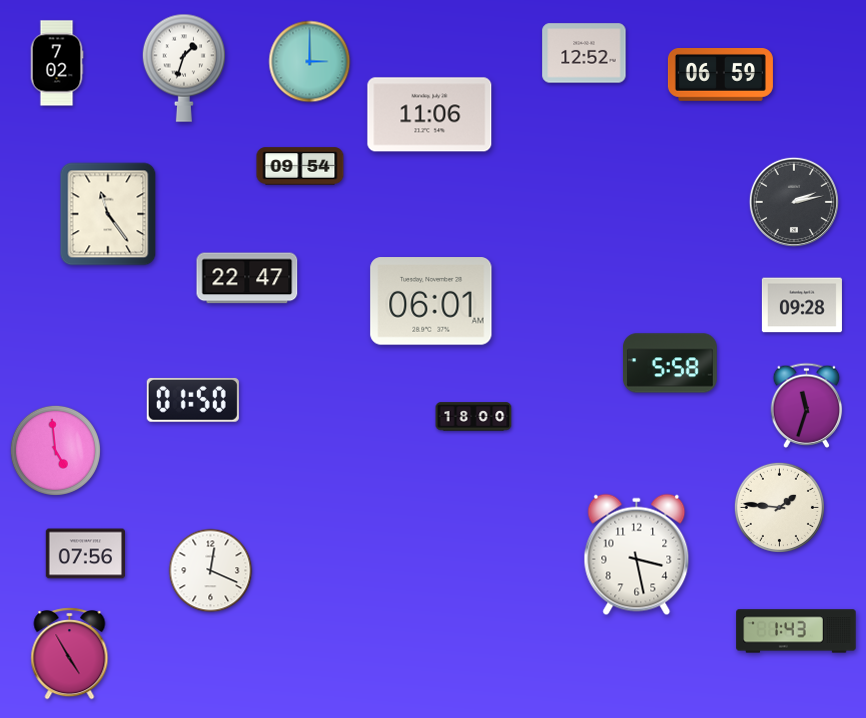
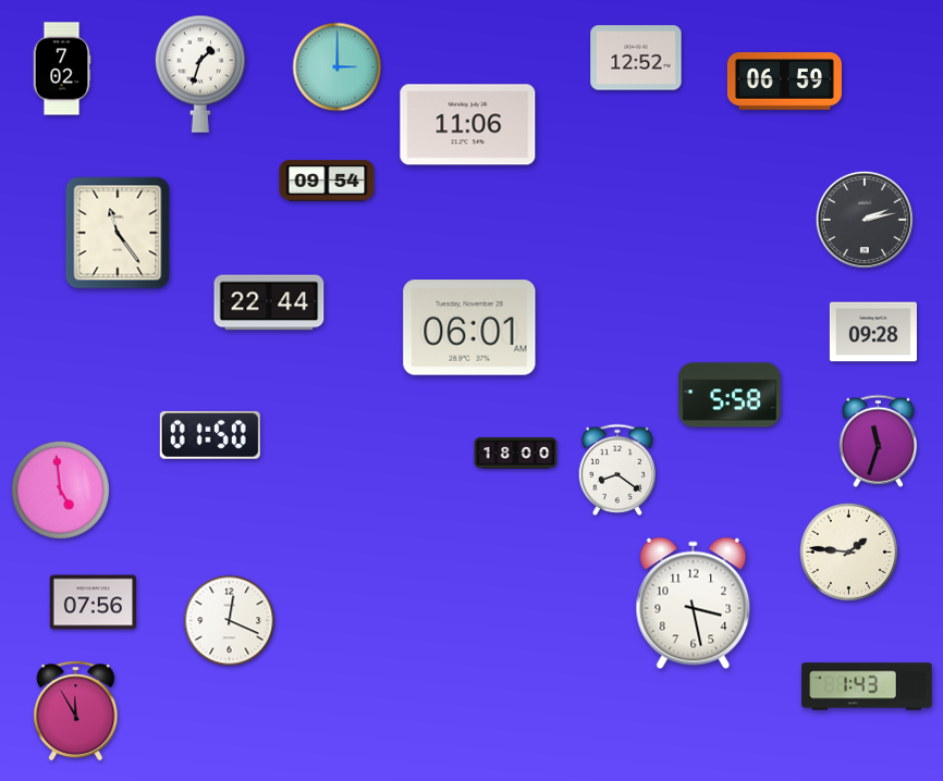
clock at (247, 278): 22:47 -> 22:44
clock at (616, 470): none -> 8:21
clock at (70, 654): 4:55 -> 11:55
